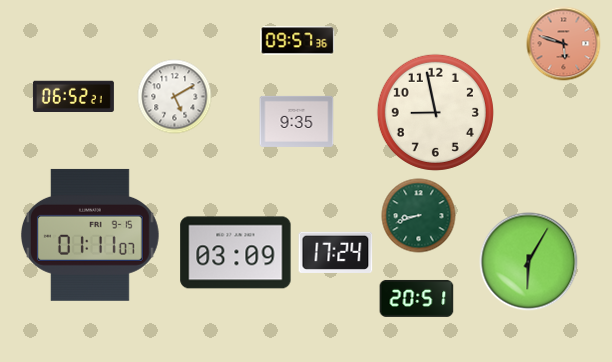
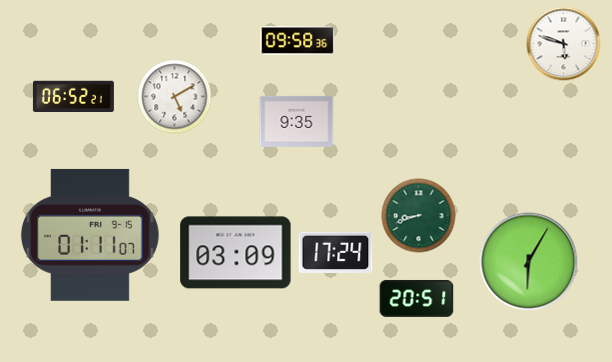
clock at (298, 41): 09:57 -> 09:58
clock at (564, 44) dial: salmon -> white
clock at (435, 112): 8:58 -> none
